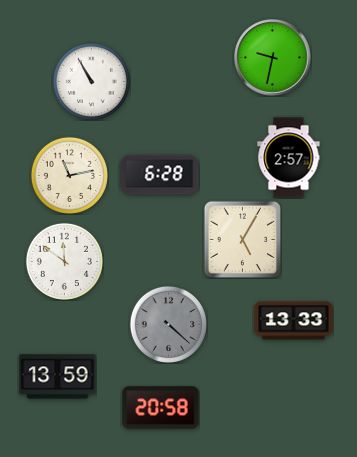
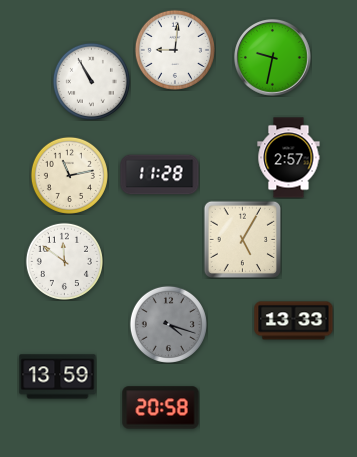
clock at (175, 50): none -> 9:01
clock at (160, 175): 6:28 -> 11:28
clock at (168, 324): 4:22 -> 4:18
